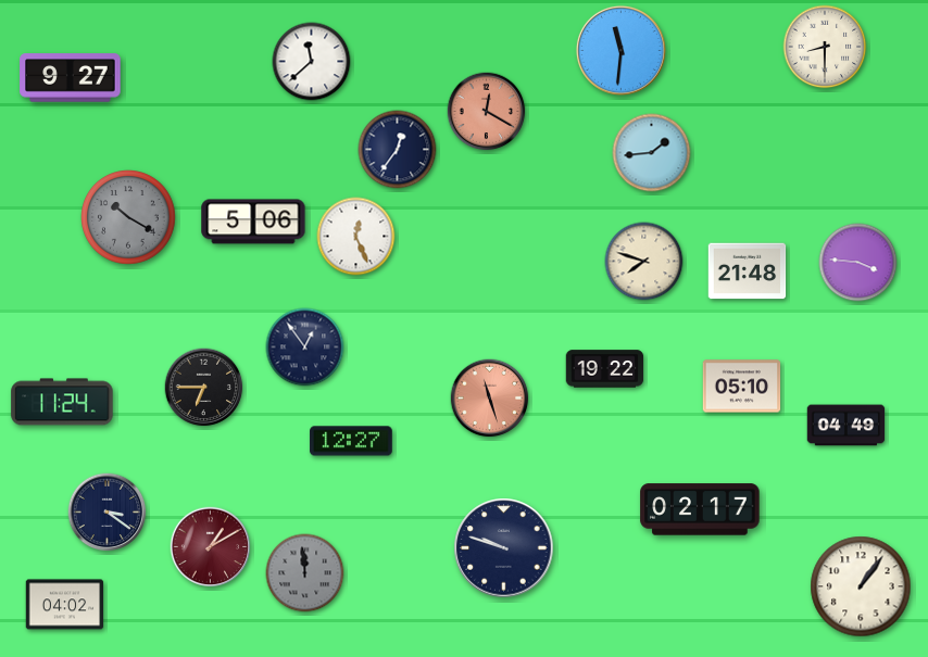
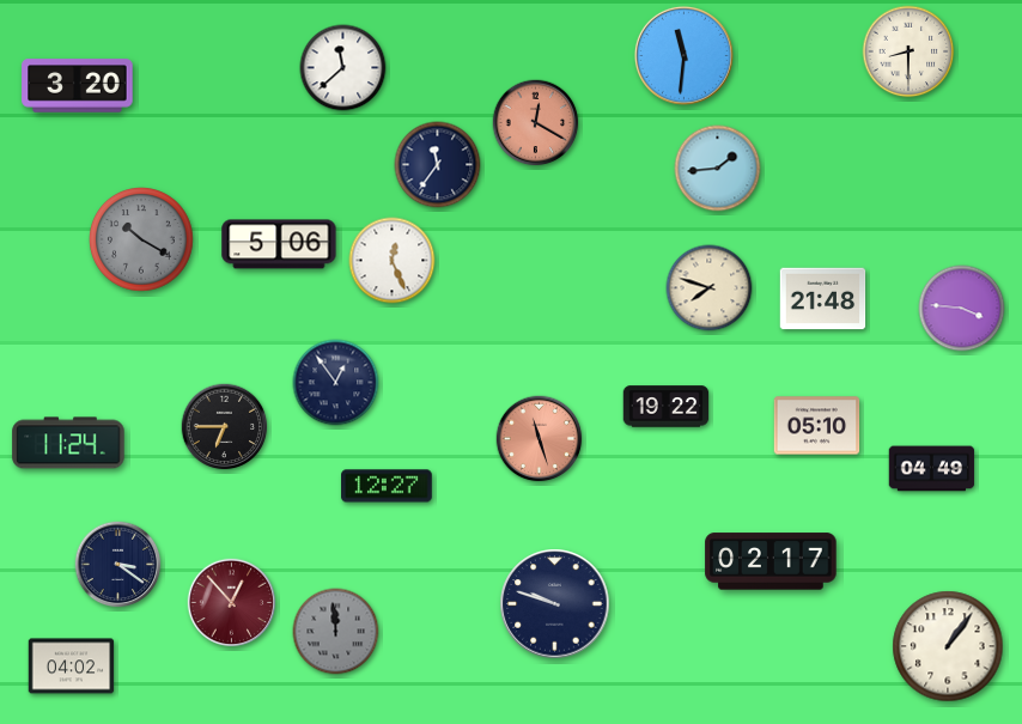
clock at (71, 78): 9:27 -> 3:20
clock at (398, 150): 12:36 -> 11:36
clock at (858, 263) position: (858, 263) -> (962, 309)
clock at (211, 547): 1:10 -> 12:53
